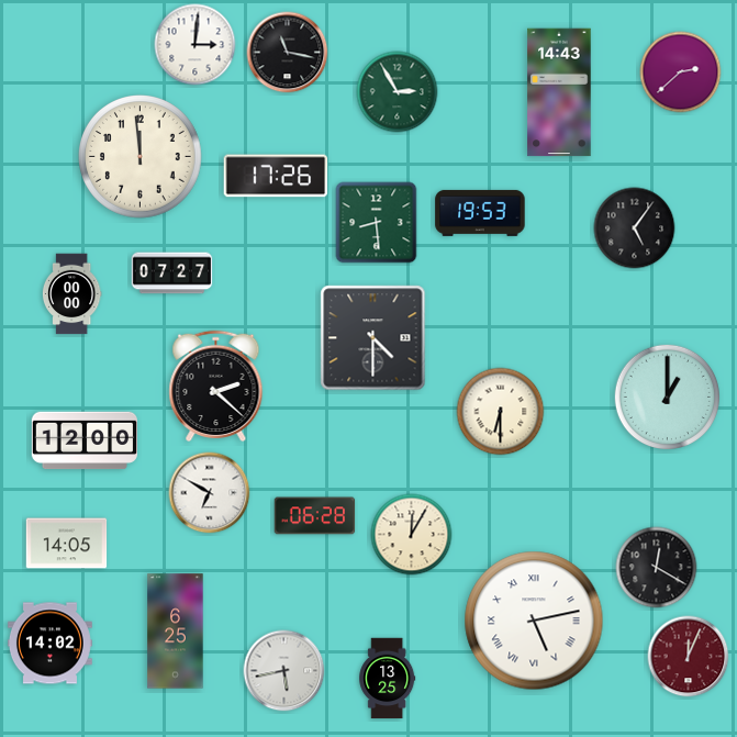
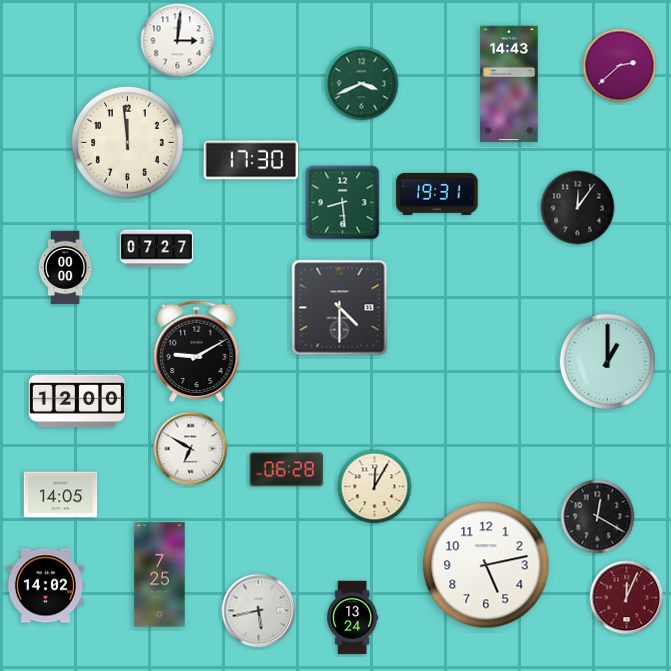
clock at (288, 53): 11:17 -> none
clock at (398, 92): 2:55 -> 3:41
clock at (276, 176): 17:26 -> 17:30
clock at (480, 213): 19:53 -> 19:31
clock at (635, 228): 5:06 -> 12:06
clock at (216, 387): 2:22 -> 9:10
clock at (501, 412): 6:30 -> none
clock at (534, 621) numerals: Roman -> Arabic
clock at (176, 632): 6:25 -> 7:25
clock at (388, 679): 13:25 -> 13:24
